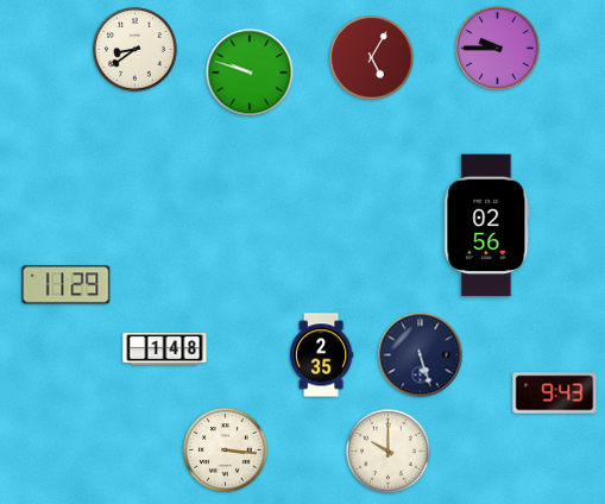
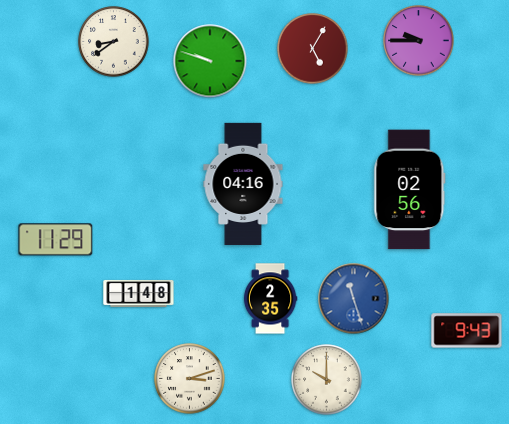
clock at (243, 183): none -> 04:16
clock at (421, 355): 5:27 -> 11:27
clock at (421, 355) dial: navy -> blue
clock at (226, 451): 3:16 -> 3:12
